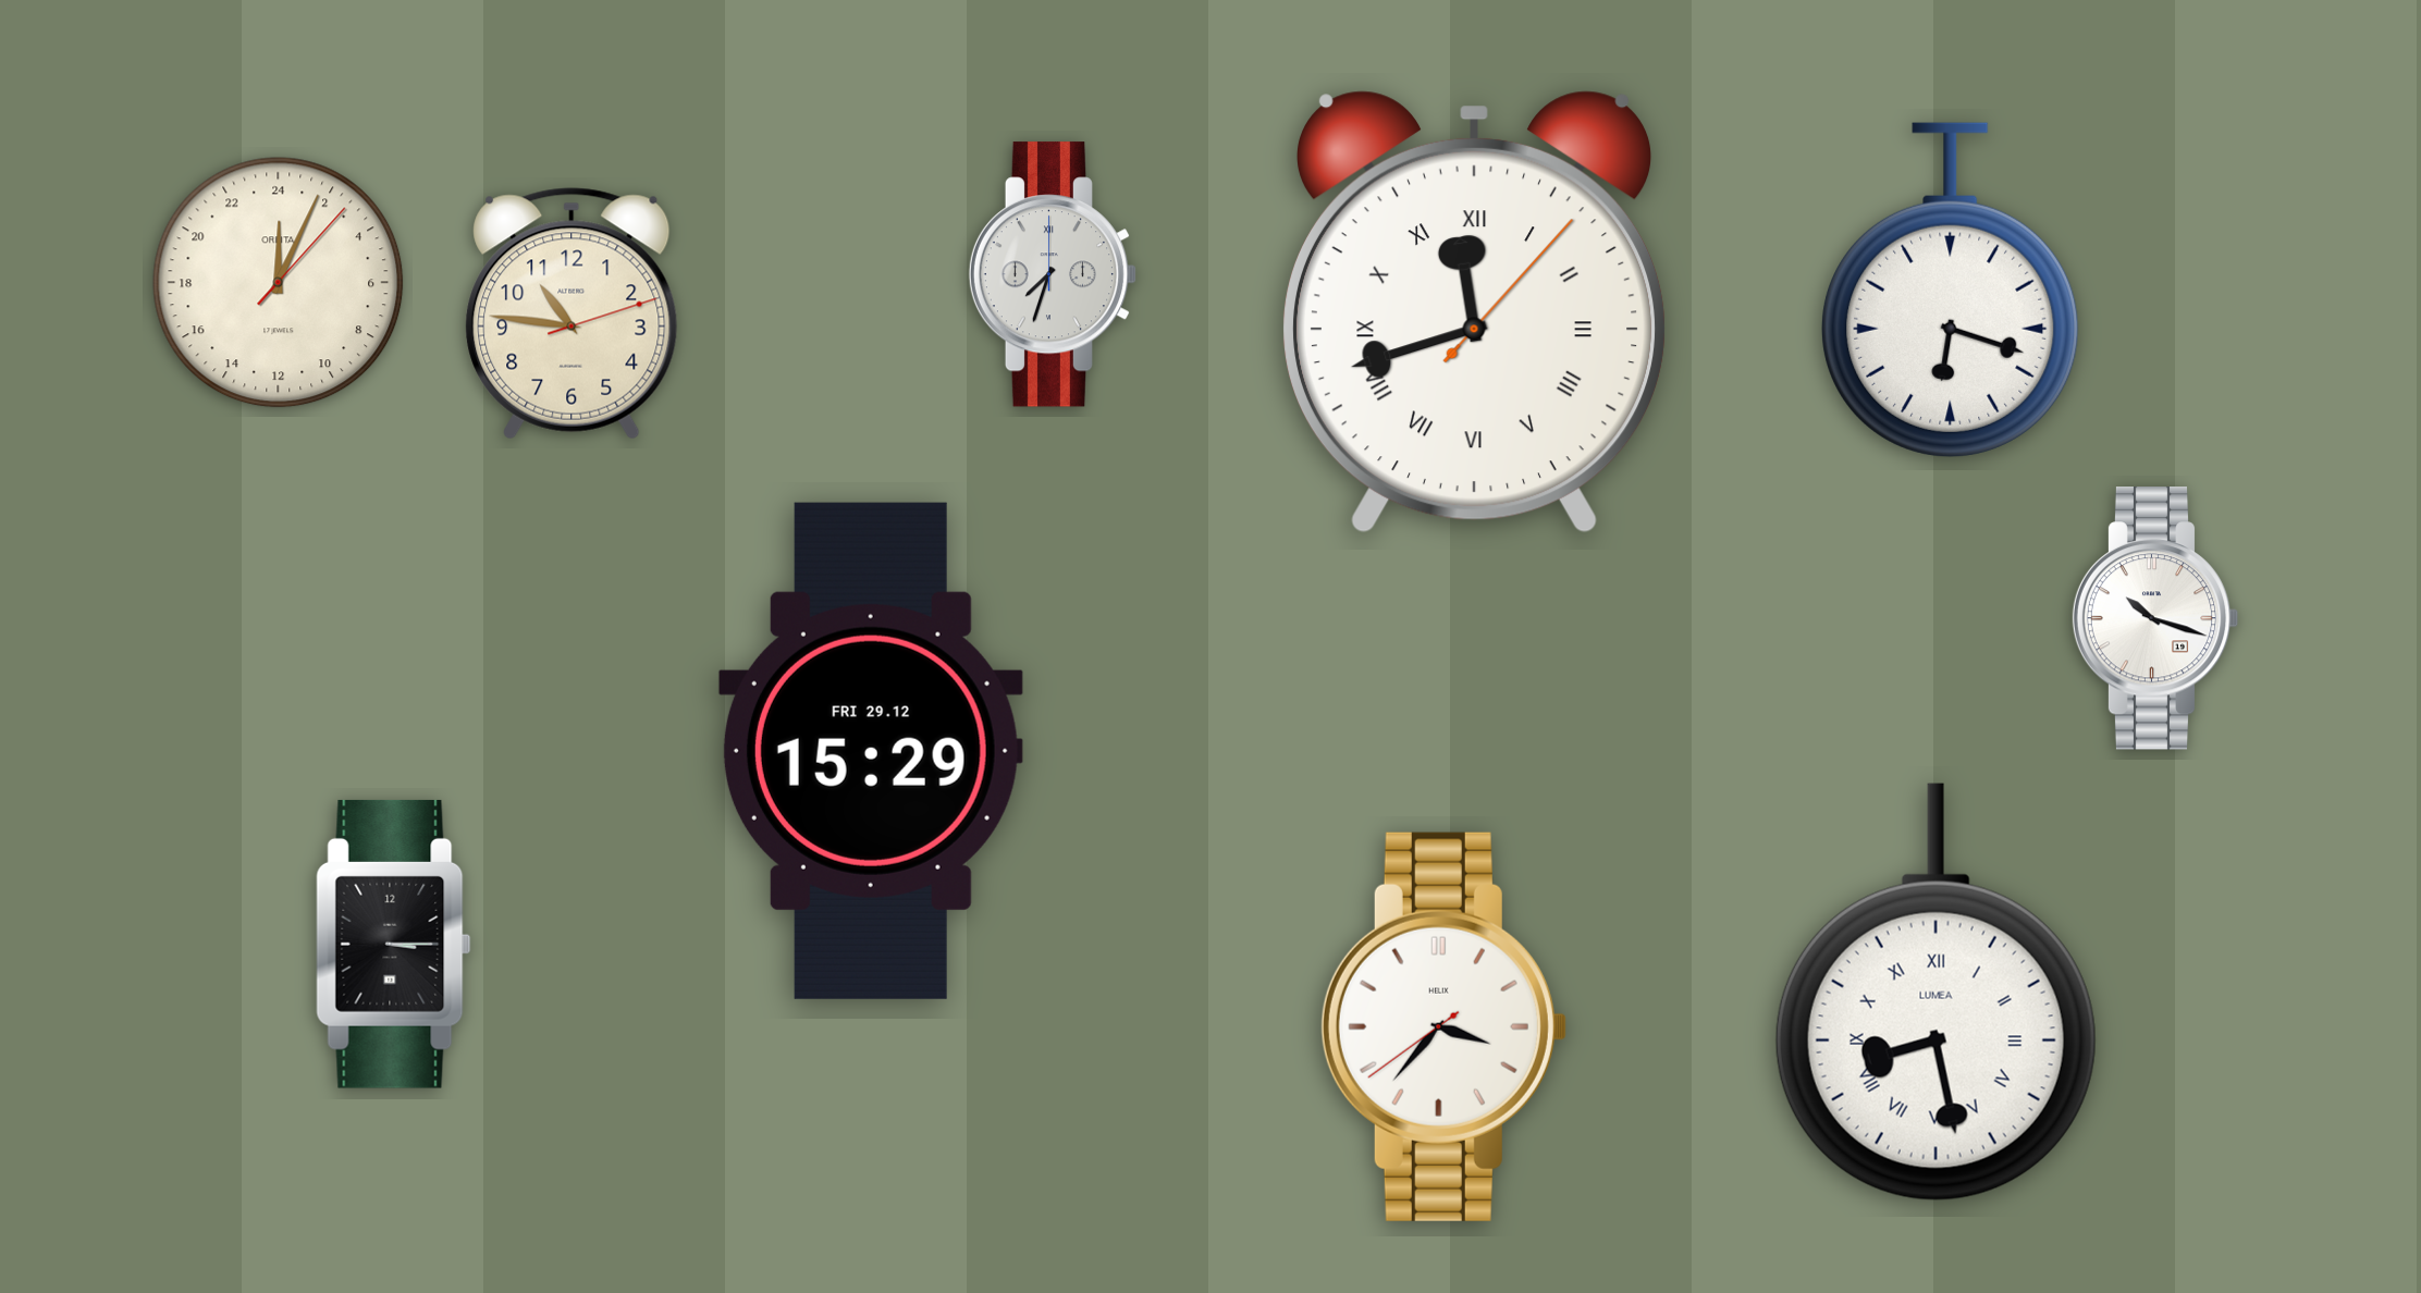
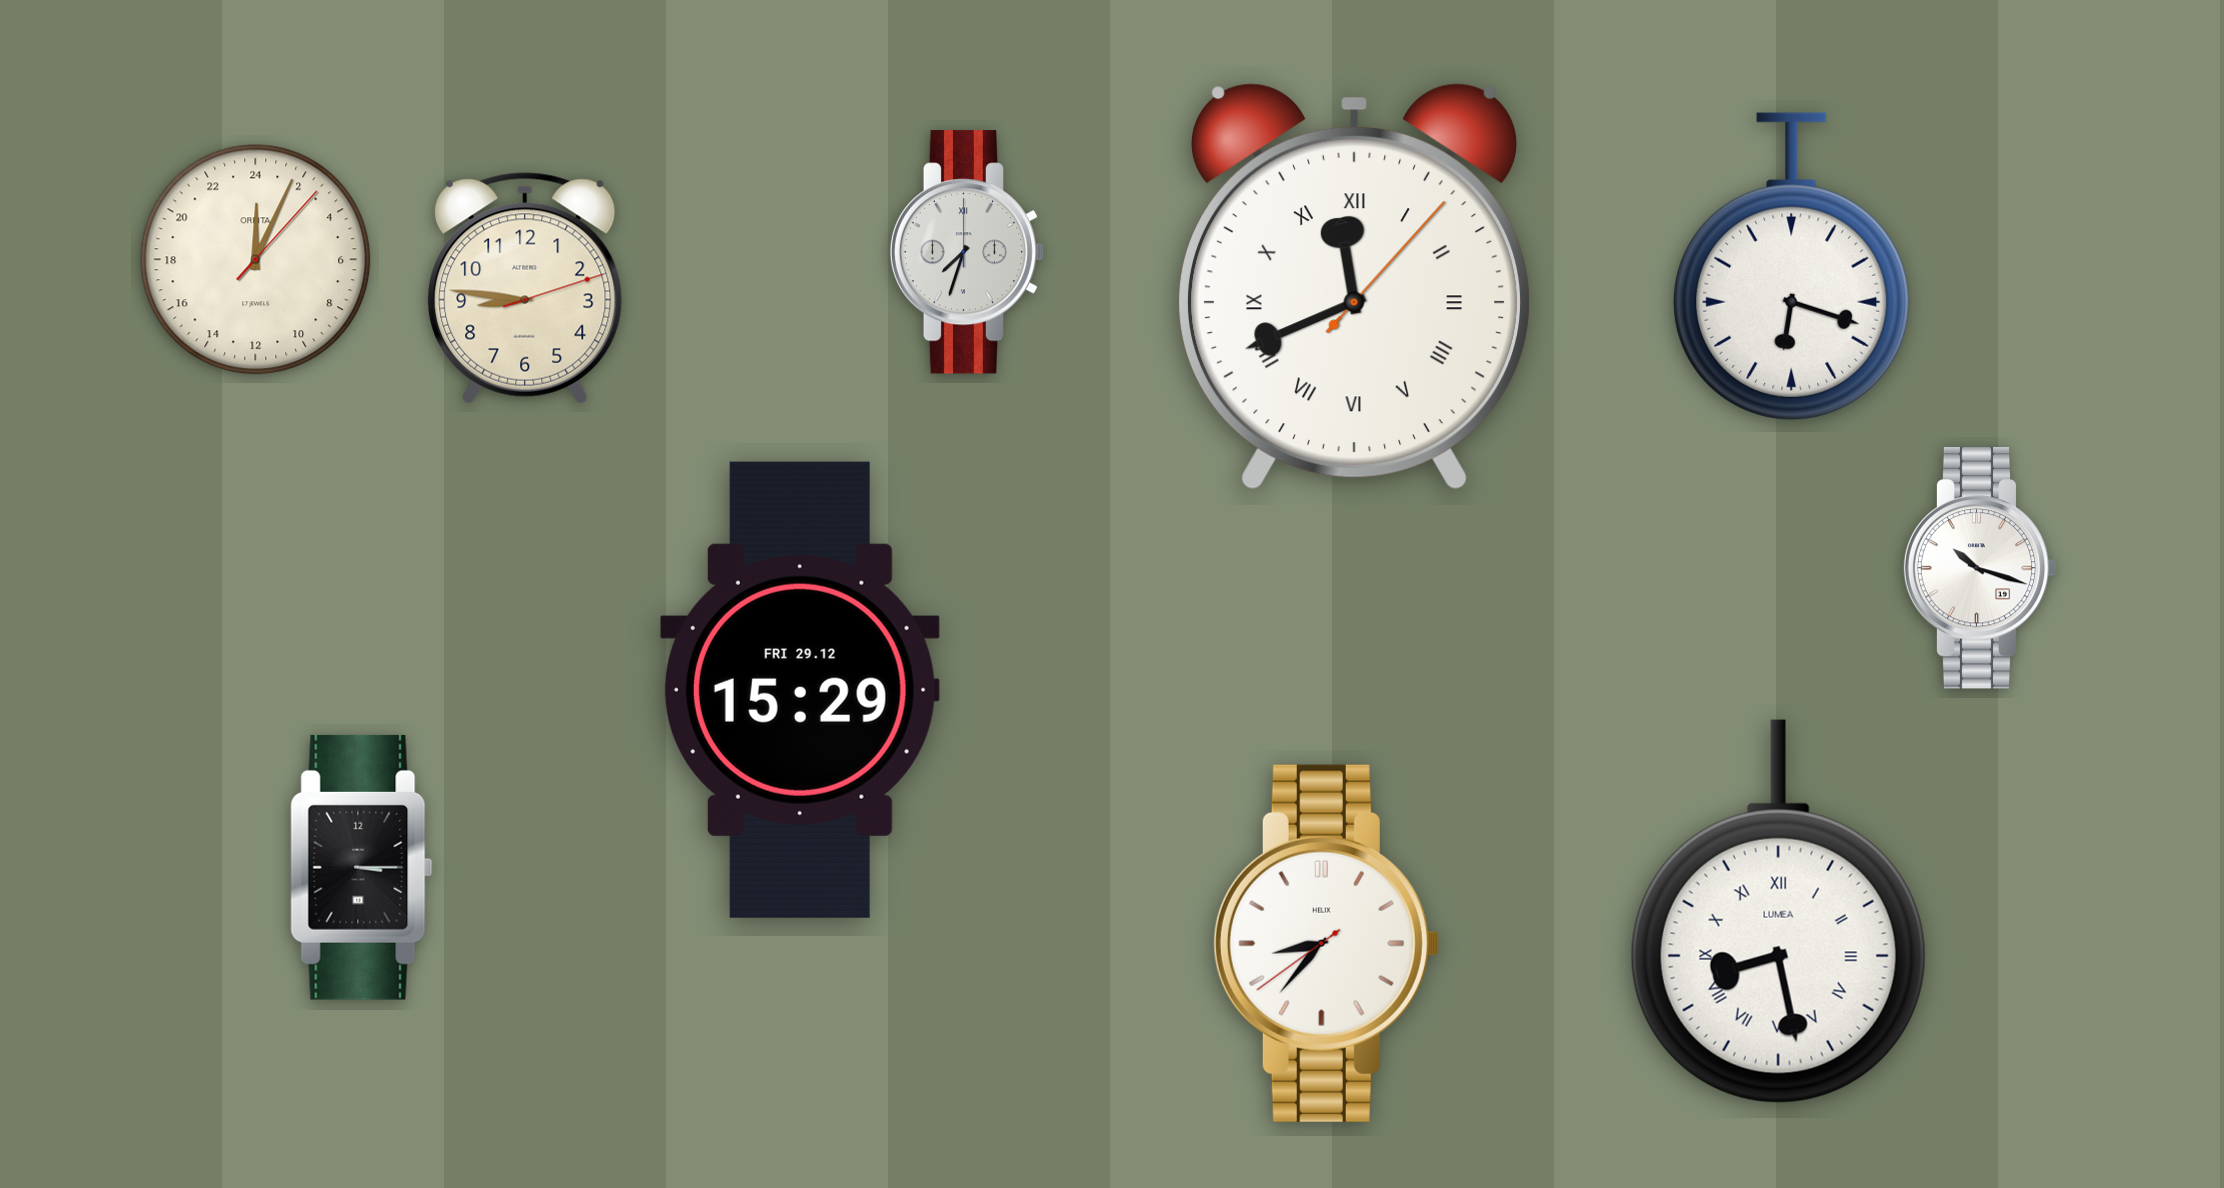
clock at (1474, 312): 11:42 -> 11:41
clock at (572, 313): 10:46 -> 8:46
clock at (1443, 1026): 3:36 -> 8:36
